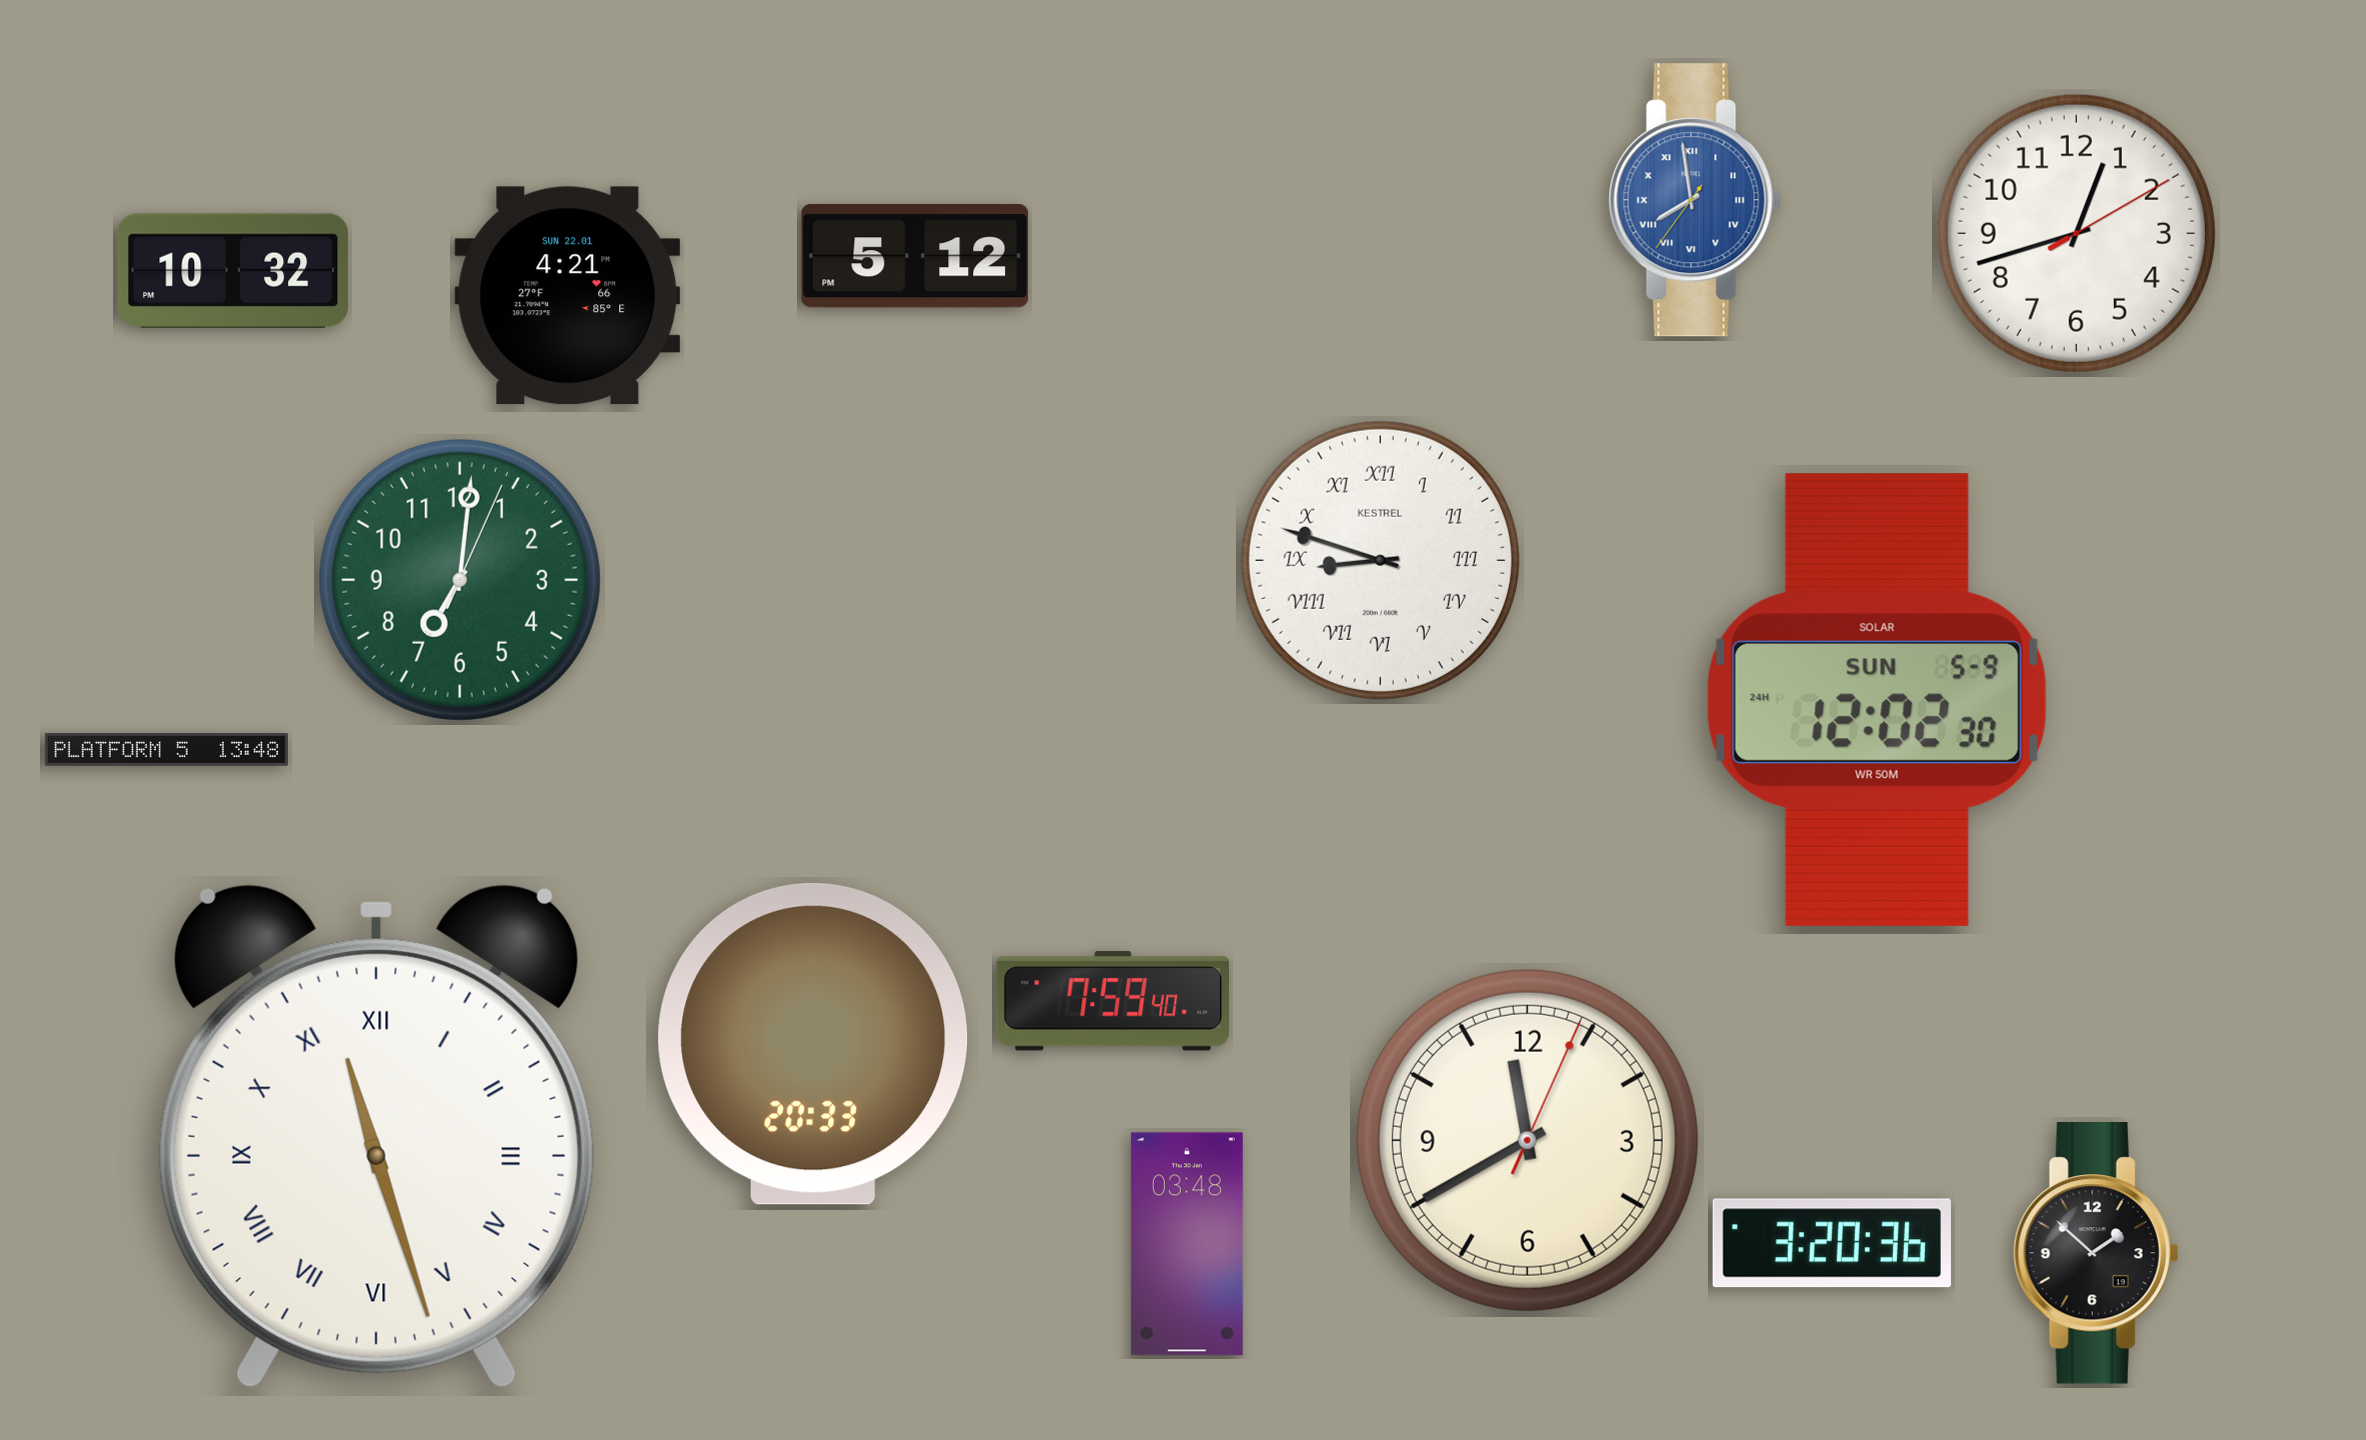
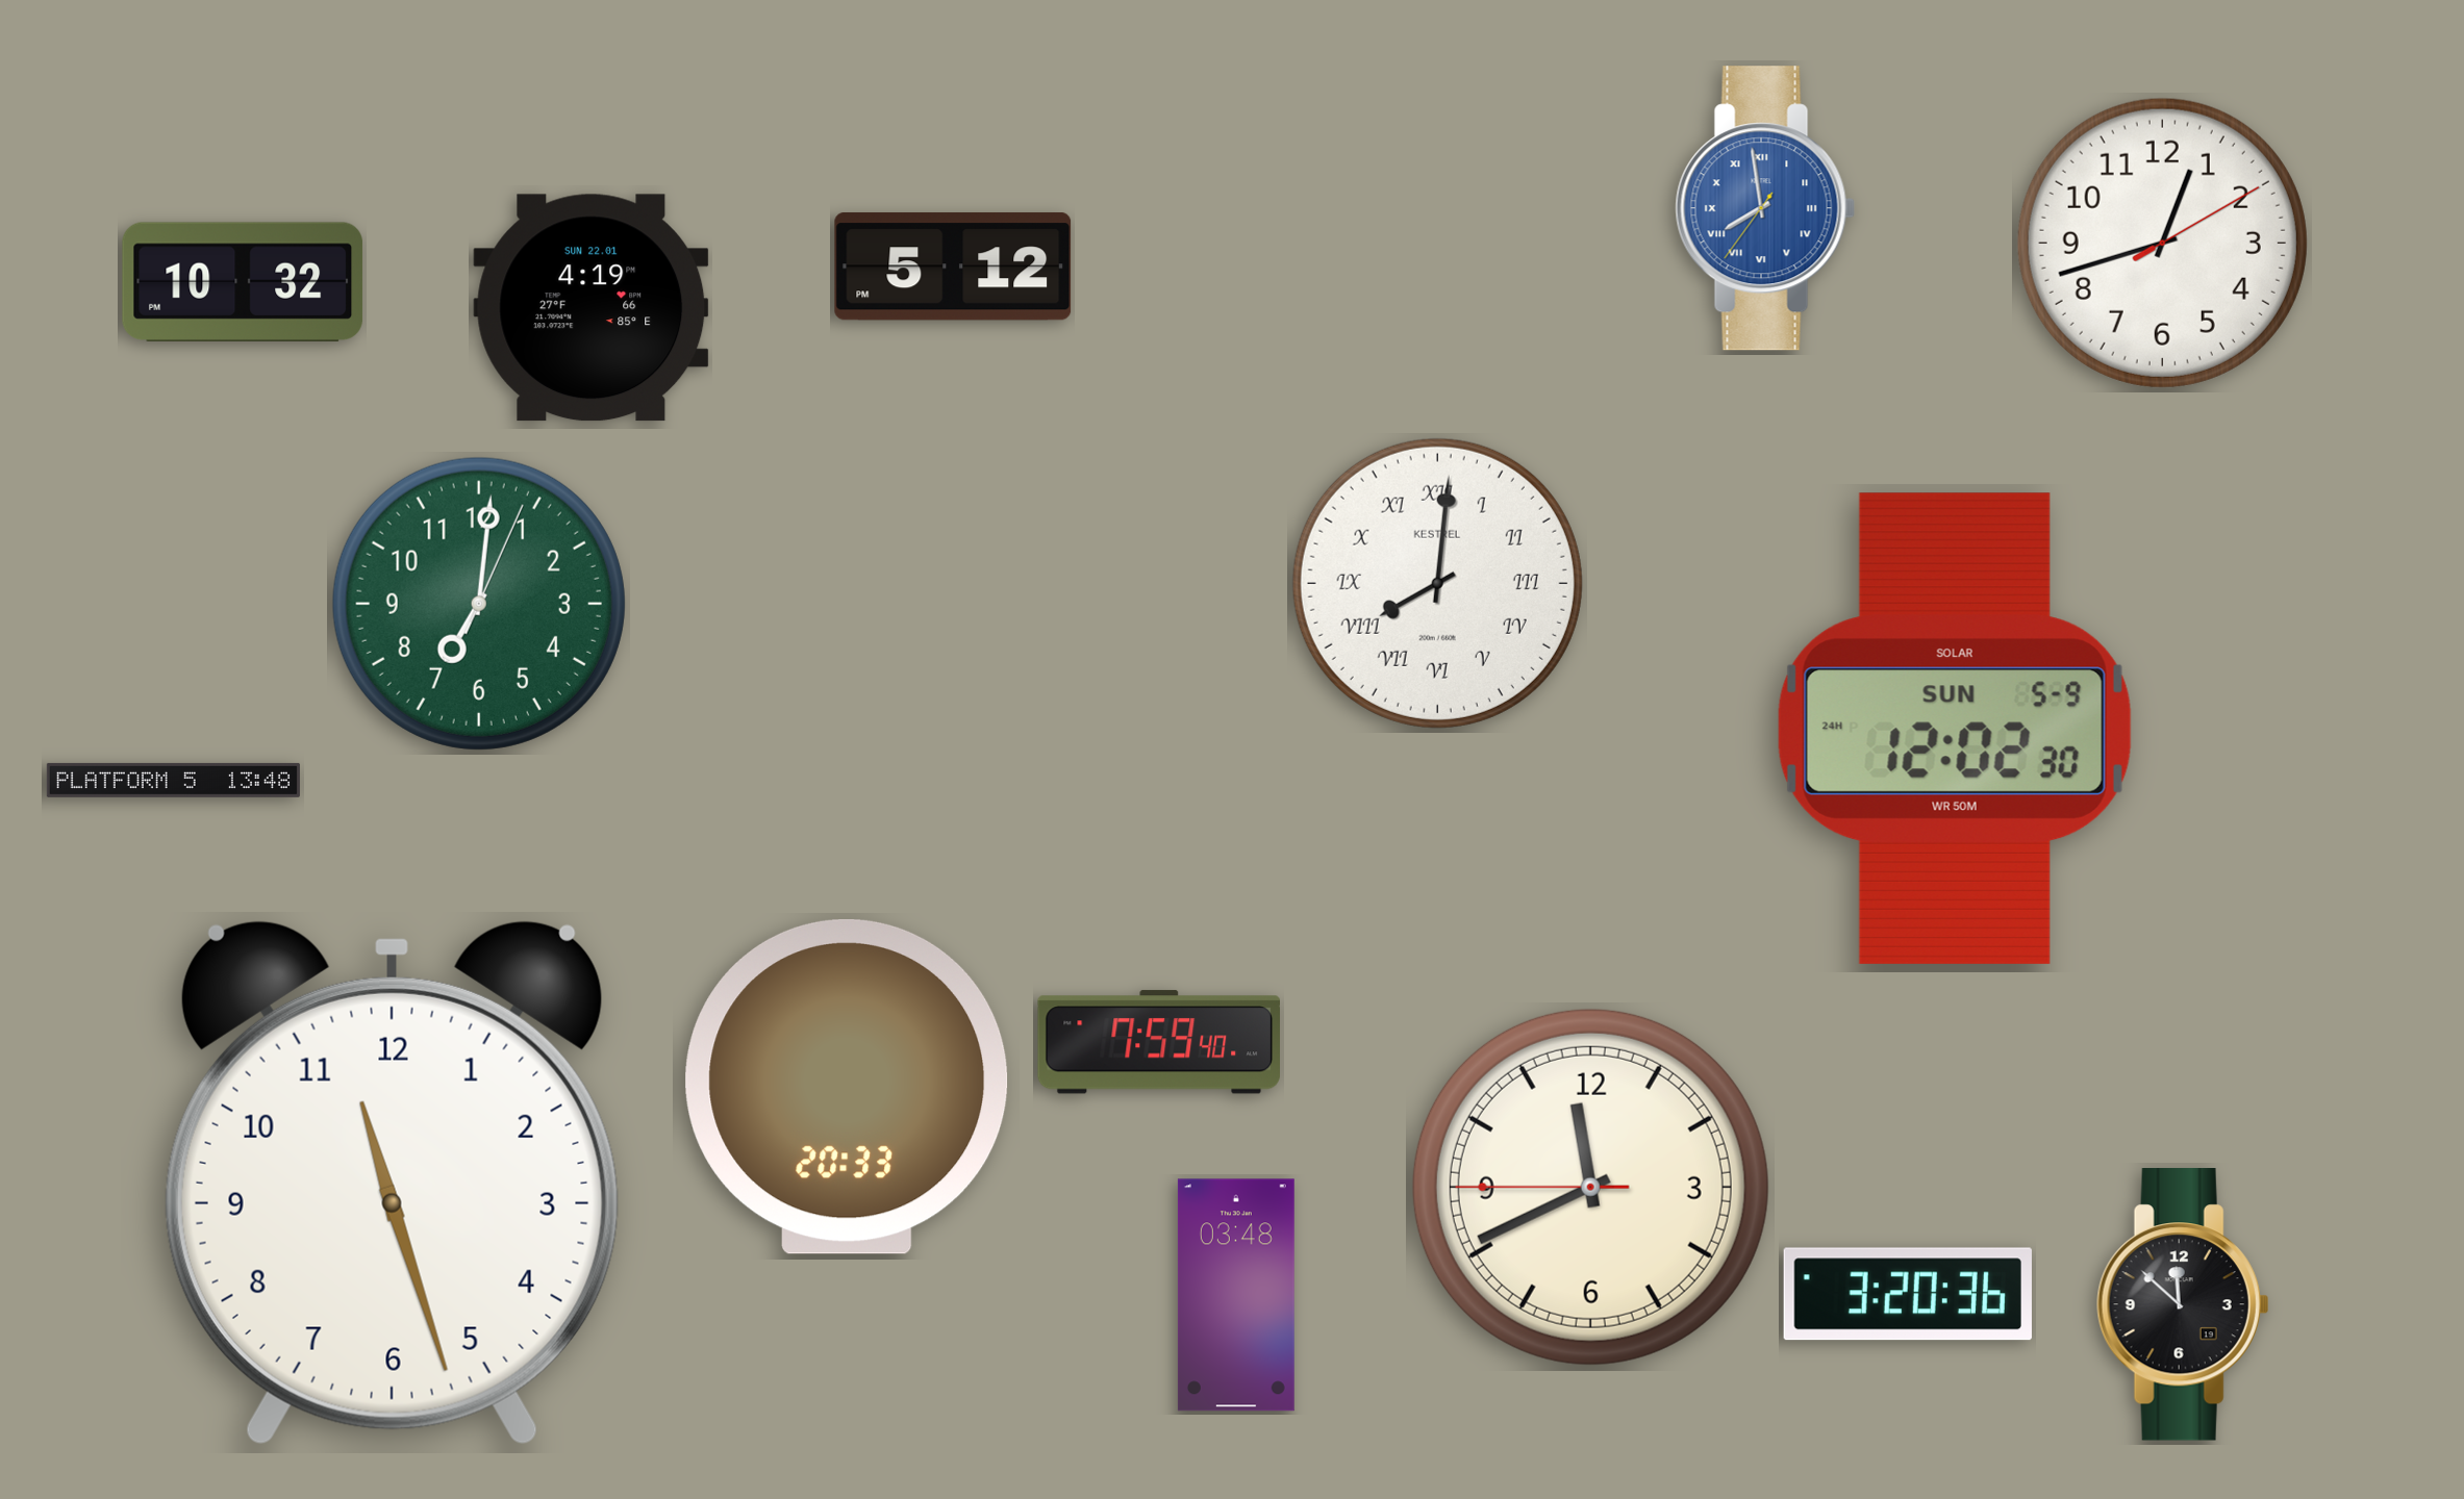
clock at (568, 296): 4:21 -> 4:19
clock at (1380, 560): 8:48 -> 8:01
clock at (376, 1136) numerals: Roman -> Arabic
clock at (1527, 1140): 11:40:04 -> 11:40:45
clock at (2096, 1254): 1:52 -> 11:52
